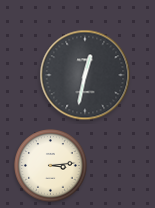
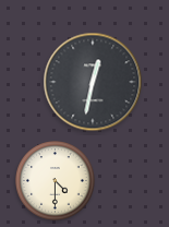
clock at (51, 166): 3:14 -> 4:30
